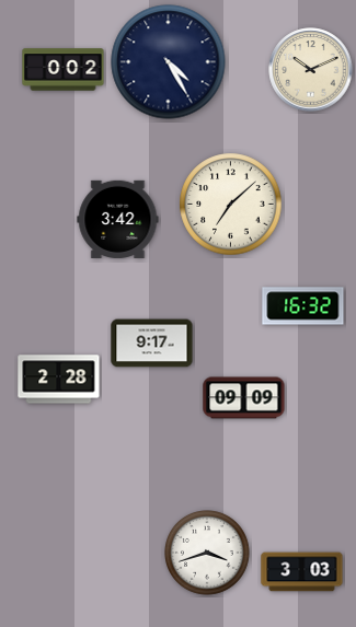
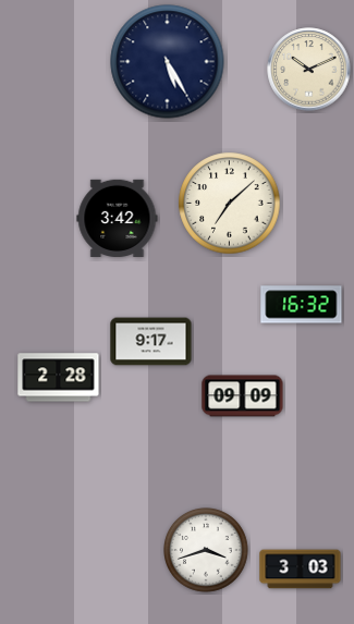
clock at (169, 62): 4:25 -> 5:25
clock at (64, 70): 0:02 -> none
